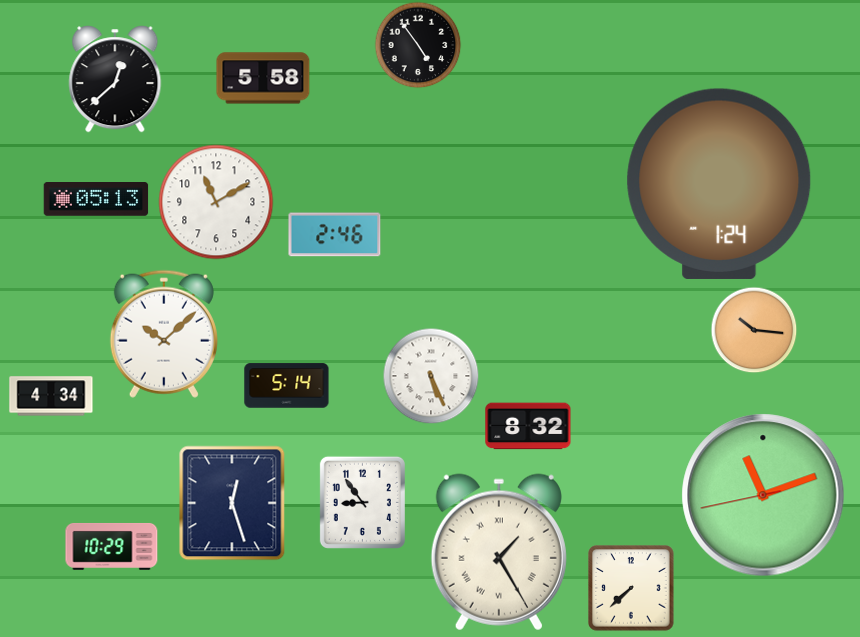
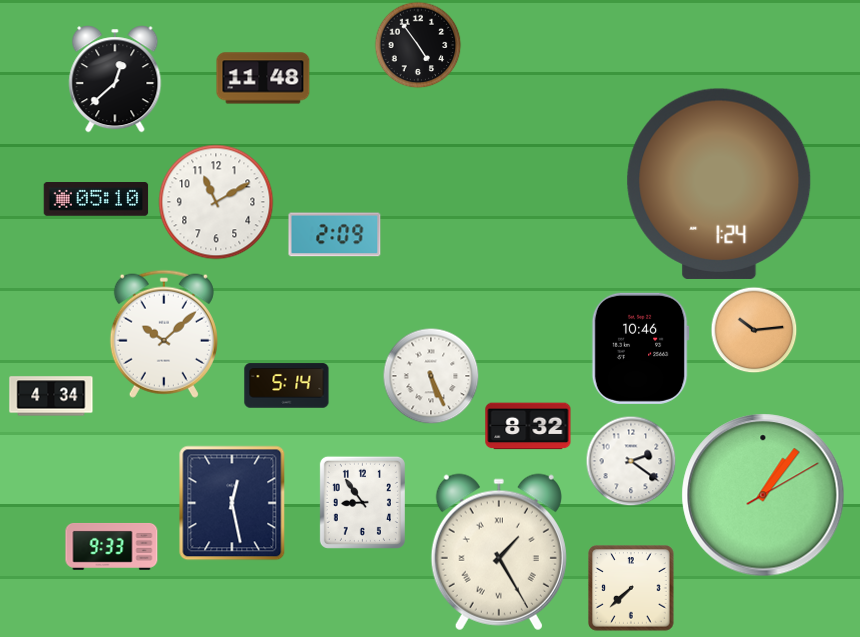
clock at (263, 78): 5:58 -> 11:48
clock at (96, 200): 05:13 -> 05:10
clock at (335, 235): 2:46 -> 2:09
clock at (754, 330): 10:16 -> 10:14
clock at (640, 348): none -> 10:46
clock at (631, 461): none -> 2:21
clock at (763, 495): 11:11 -> 1:06
clock at (232, 503): 12:27 -> 12:28
clock at (112, 546): 10:29 -> 9:33
